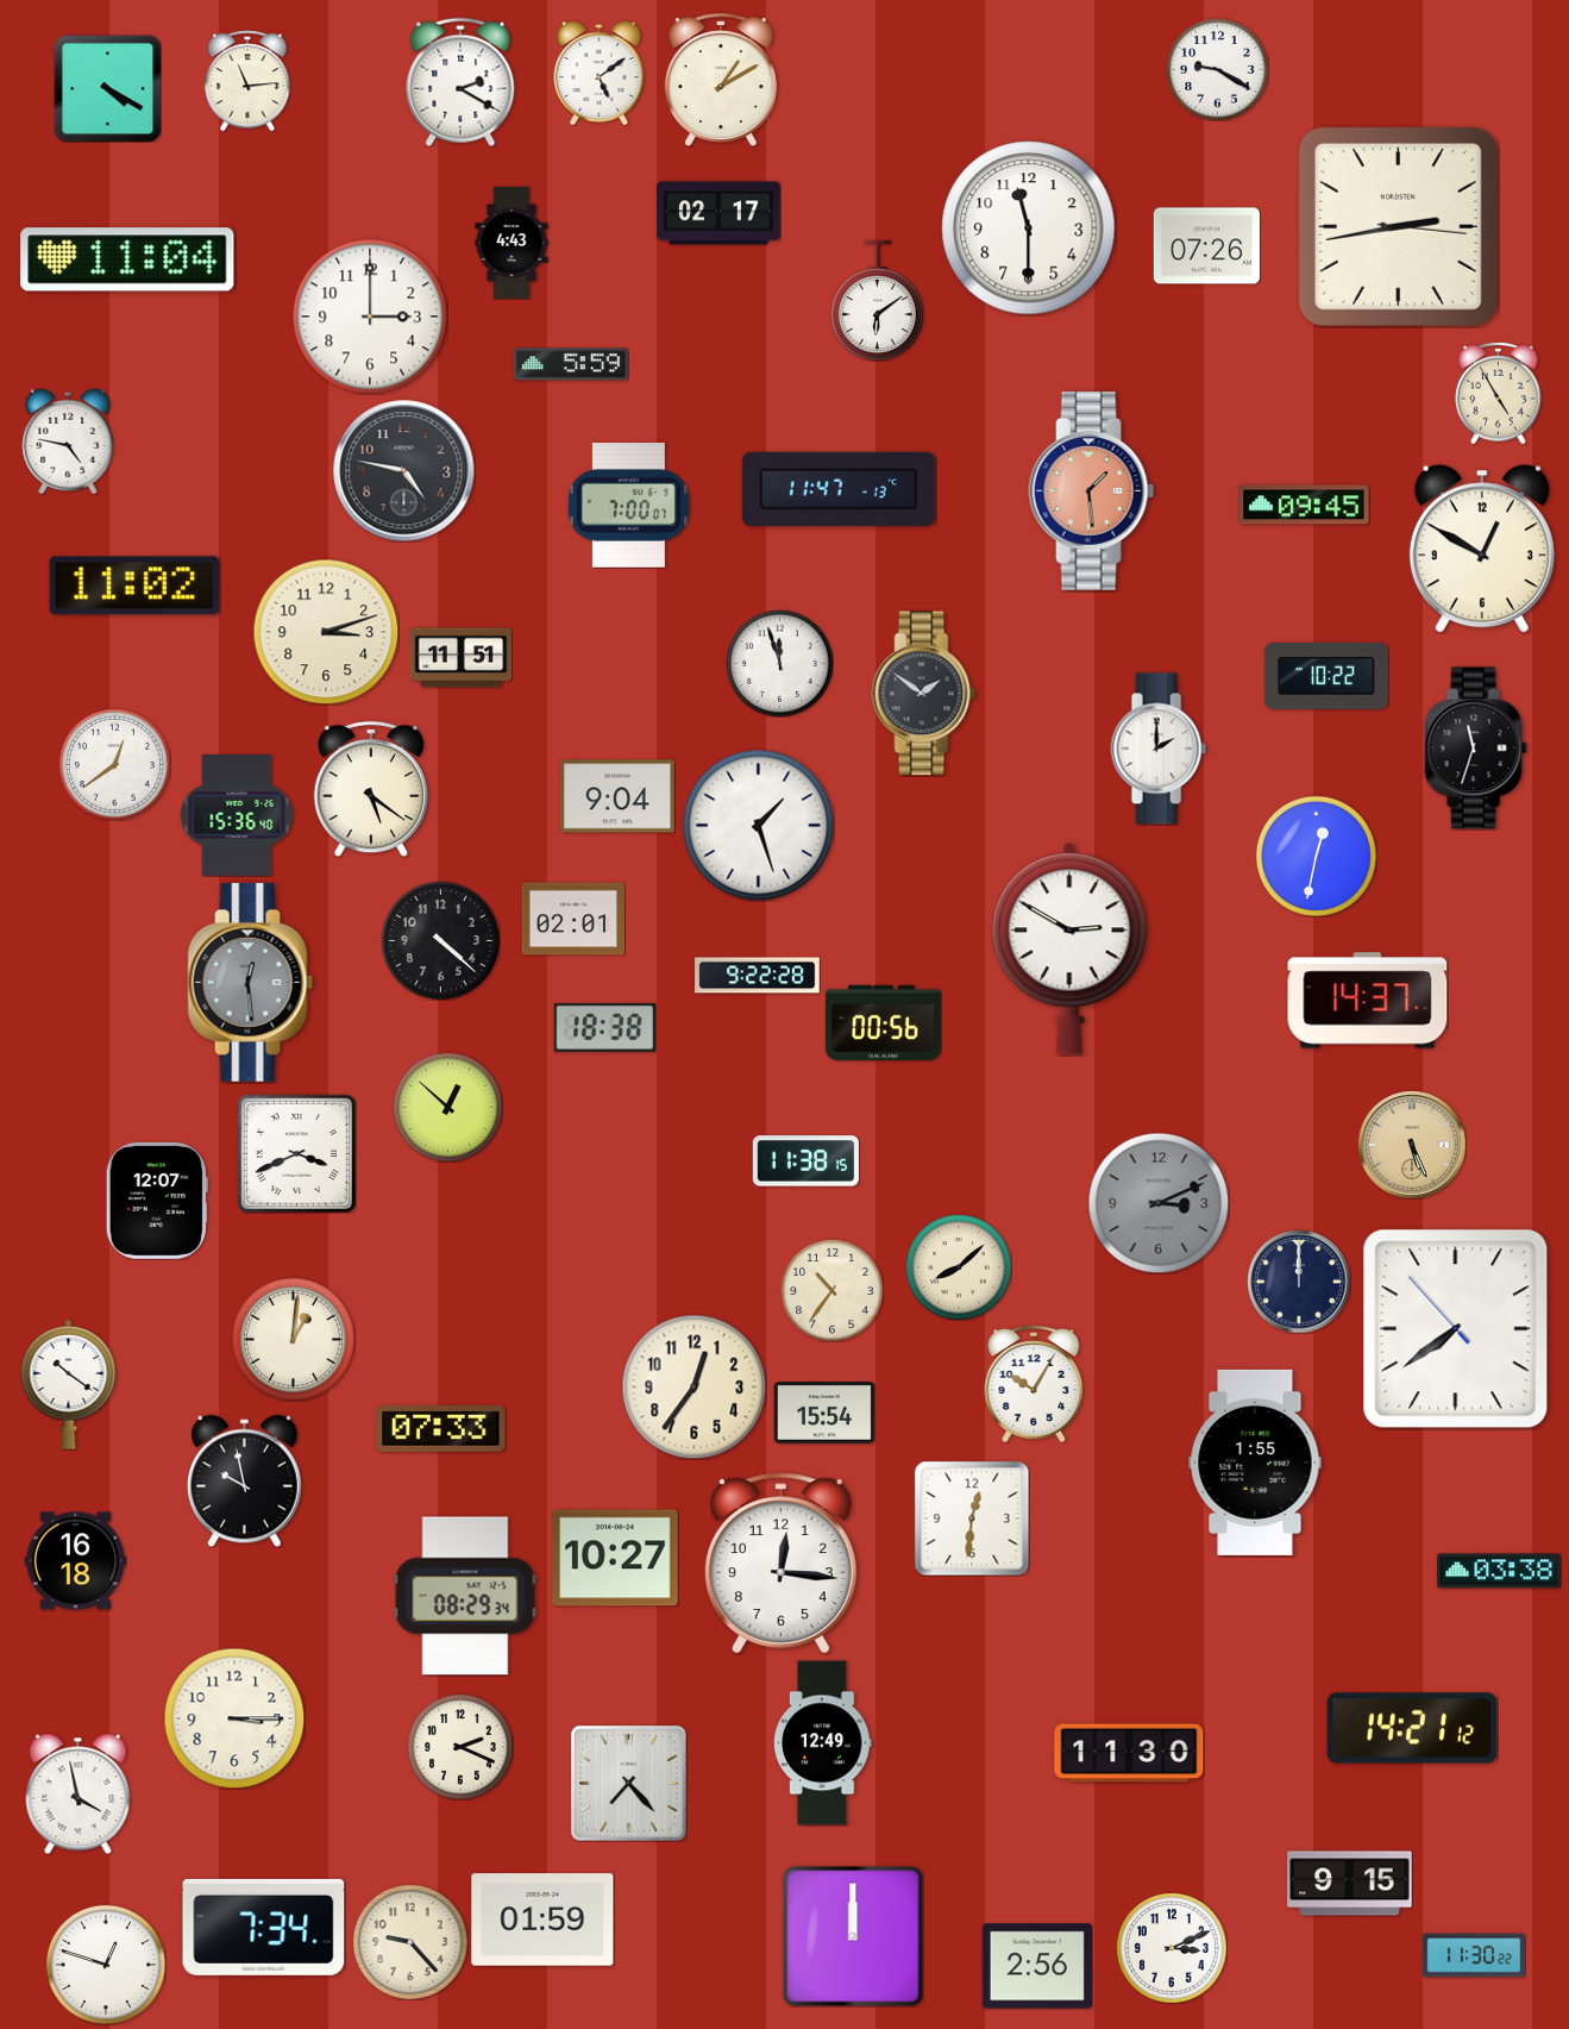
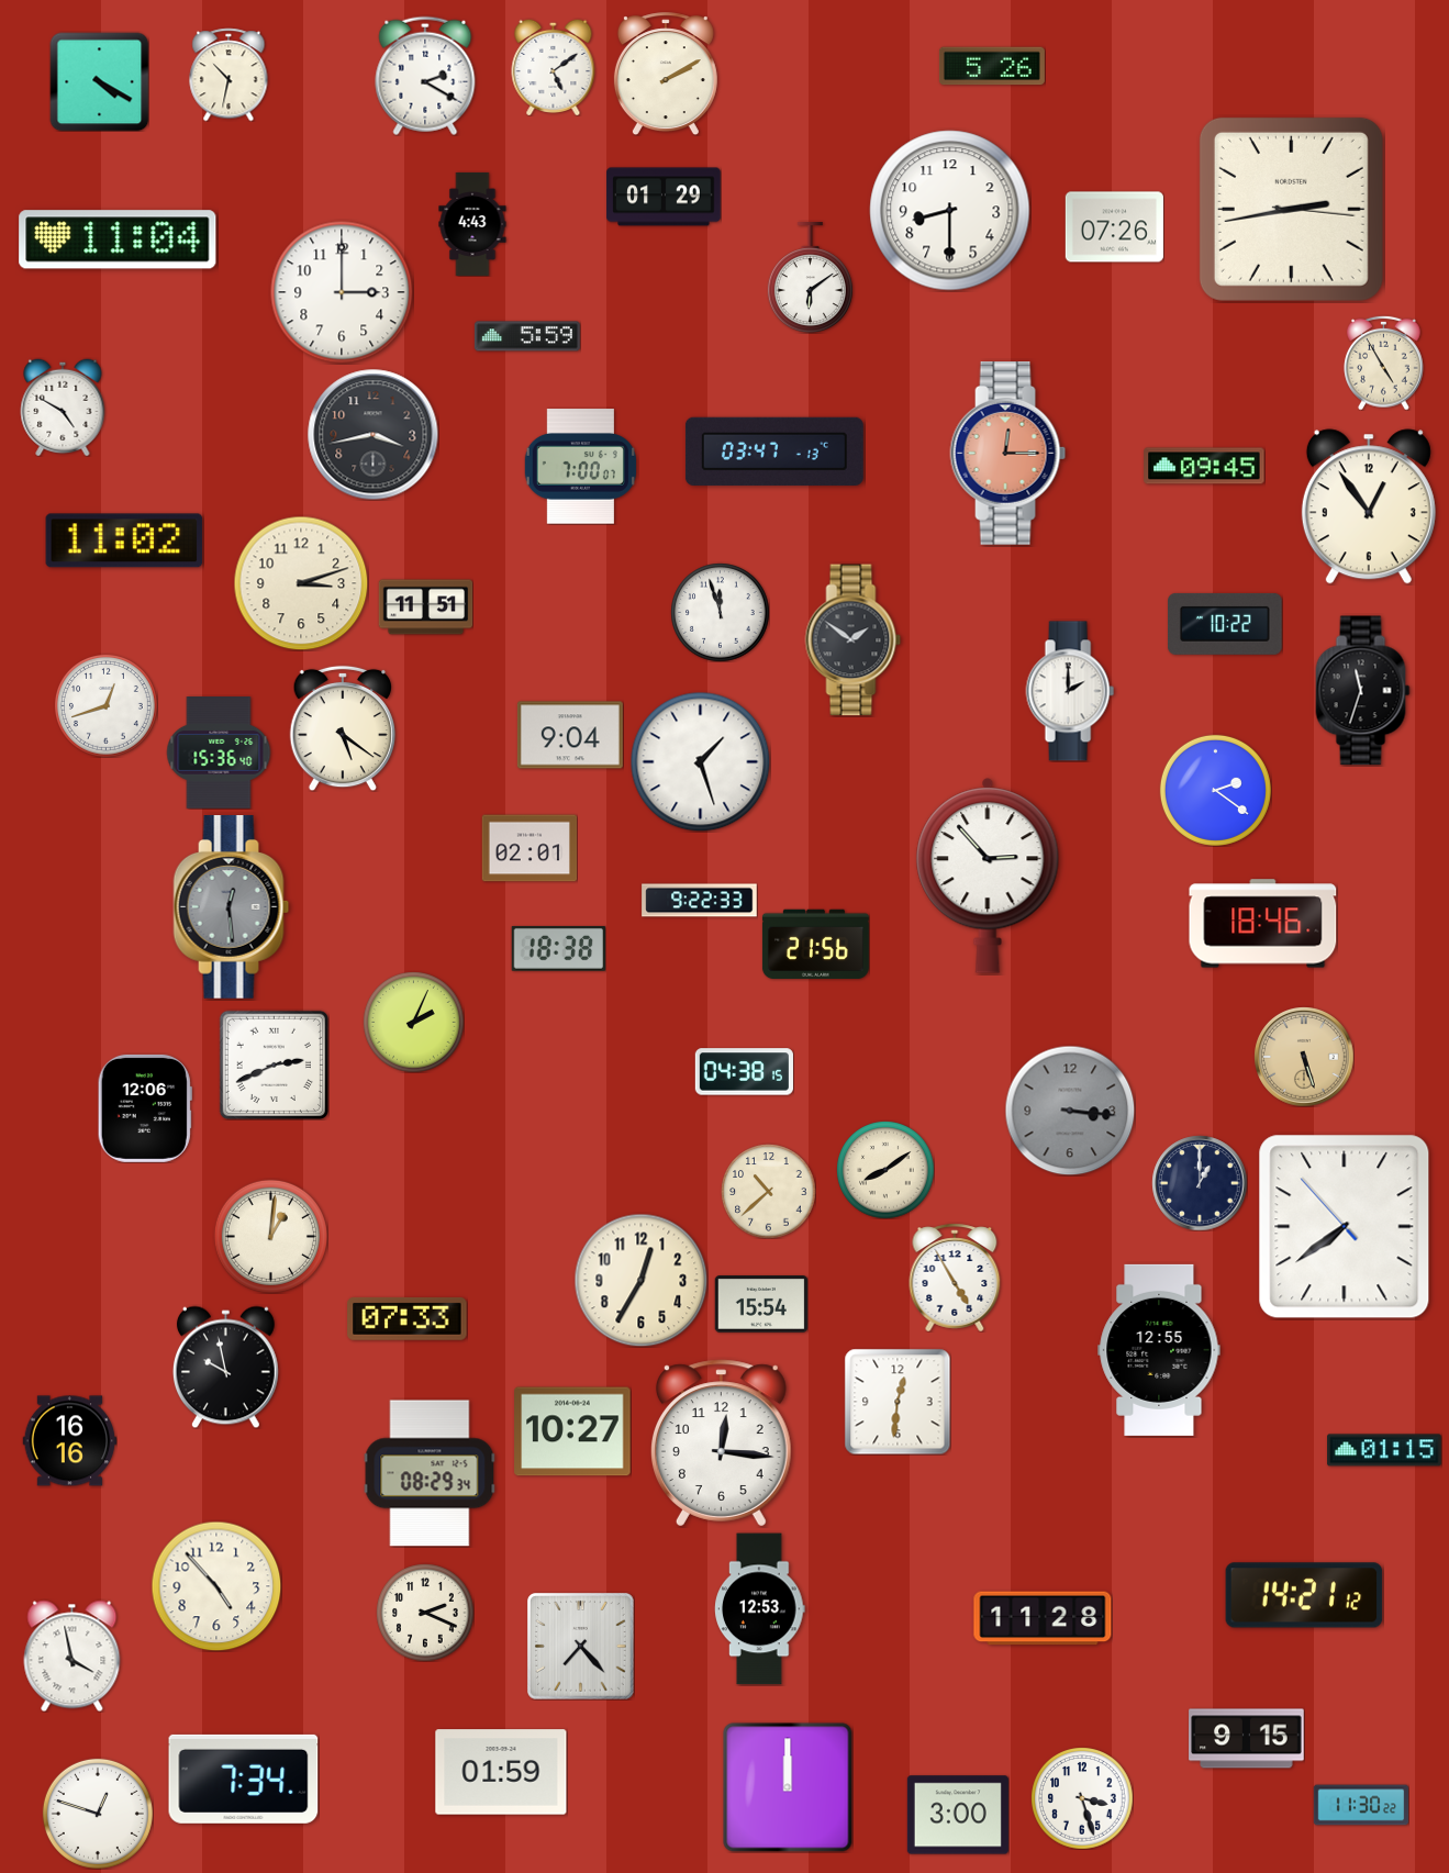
clock at (1217, 69): 9:20 -> none
clock at (992, 66): none -> 5:26
clock at (721, 80): 1:10 -> 2:10
clock at (247, 81): 11:14 -> 10:32
clock at (718, 213): 02:17 -> 01:29
clock at (1029, 228): 11:30 -> 8:30
clock at (68, 442): 4:47 -> 4:50
clock at (404, 471): 4:47 -> 3:43
clock at (839, 489): 11:47 -> 03:47
clock at (1092, 491): 1:29 -> 12:15
clock at (1482, 549): 12:50 -> 12:54
clock at (115, 765): 12:39 -> 12:42
clock at (1316, 856): 12:32 -> 2:21
clock at (440, 940): 4:22 -> none
clock at (1069, 948): 2:50 -> 2:53
clock at (758, 976): 9:22:28 -> 9:22:33
clock at (1368, 1001): 14:37 -> 18:46
clock at (883, 1023): 00:56 -> 21:56
clock at (447, 1107): 12:52 -> 2:04
clock at (1412, 1145): 5:26 -> 5:27
clock at (296, 1153): 3:41 -> 2:41
clock at (805, 1161): 11:38 -> 04:38
clock at (157, 1201): 12:07 -> 12:06
clock at (1159, 1203): 3:11 -> 3:16
clock at (959, 1267): 8:08 -> 8:09
clock at (1299, 1282): 12:00 -> 1:00
clock at (831, 1290): 10:36 -> 10:38
clock at (69, 1384): 10:21 -> none
clock at (1034, 1384): 10:05 -> 4:55
clock at (694, 1386): 12:36 -> 12:35
clock at (1255, 1463): 1:55 -> 12:55
clock at (615, 1558) position: (615, 1558) -> (572, 1431)
clock at (75, 1561): 16:18 -> 16:16
clock at (1499, 1571): 03:38 -> 01:15
clock at (234, 1718): 3:15 -> 4:53
clock at (823, 1743): 12:49 -> 12:53
clock at (1129, 1753): 11:30 -> 11:28
clock at (410, 1942): 9:23 -> none
clock at (1172, 1948): 3:11 -> 3:27
clock at (1037, 1966): 2:56 -> 3:00
